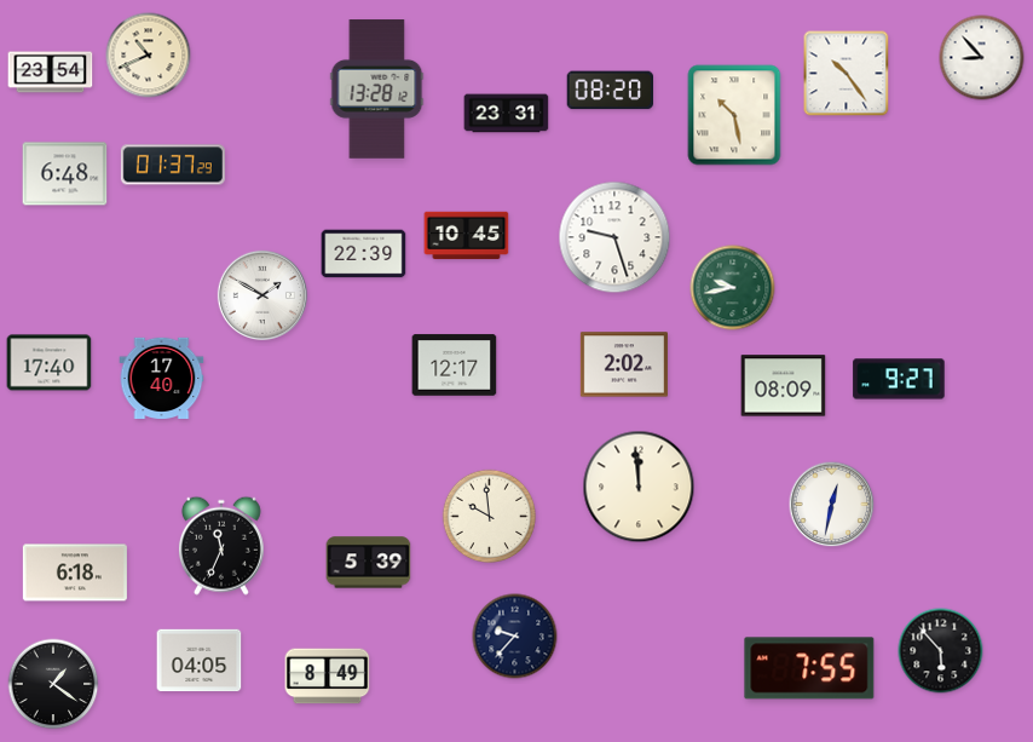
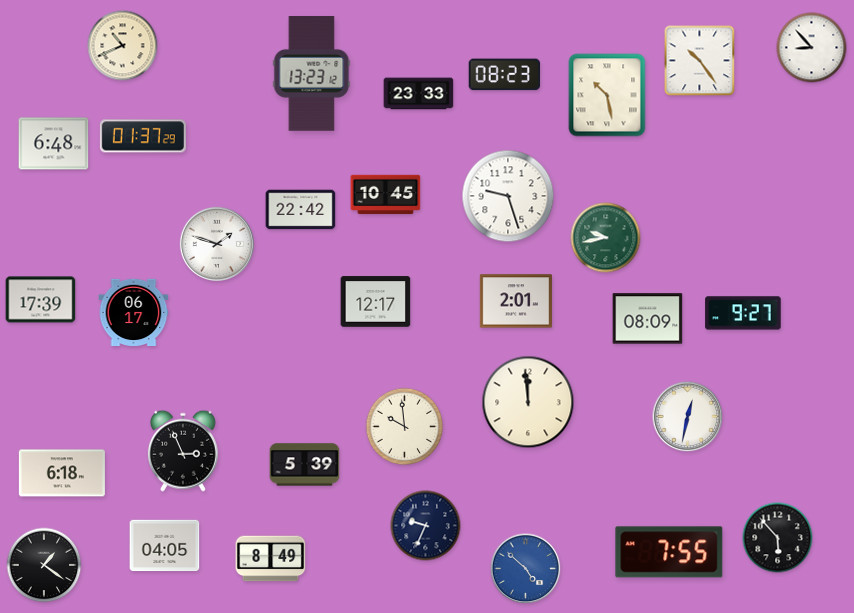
clock at (51, 73): 23:54 -> none
clock at (377, 90): 13:28 -> 13:23
clock at (610, 91): 08:20 -> 08:23
clock at (507, 114): 23:31 -> 23:33
clock at (364, 254): 22:39 -> 22:42
clock at (261, 294): 1:50 -> 1:48
clock at (50, 363): 17:40 -> 17:39
clock at (624, 364): 2:02 -> 2:01
clock at (162, 378): 17:40 -> 06:17
clock at (221, 546): 11:34 -> 2:56
clock at (515, 637): 9:37 -> 9:34
clock at (526, 569): none -> 4:52
